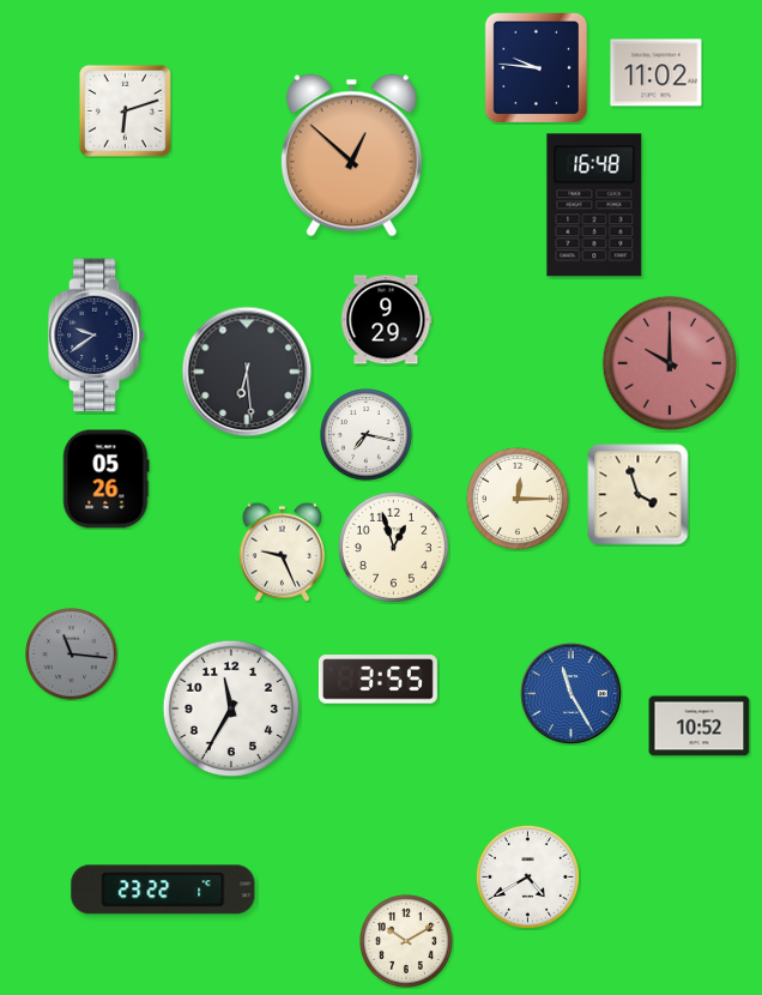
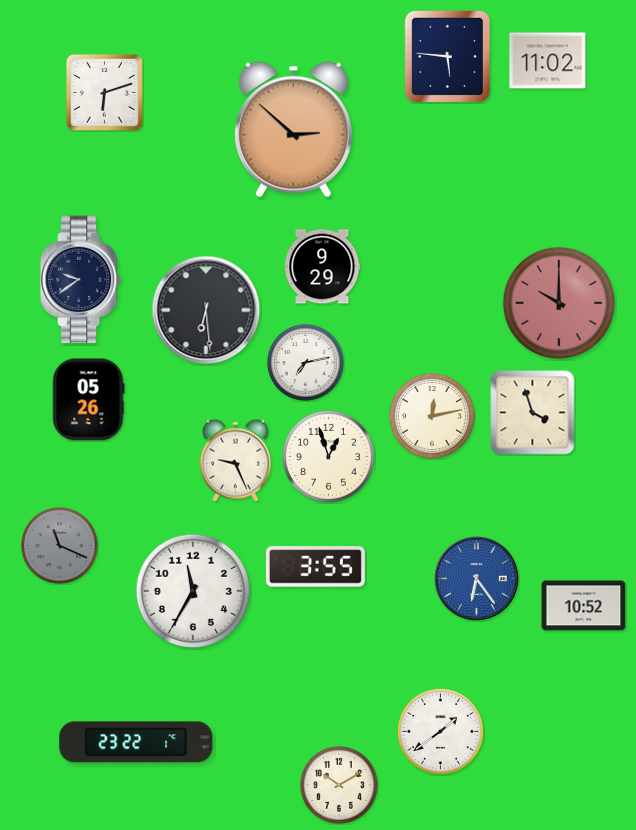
clock at (537, 67): 9:46 -> 5:46
clock at (351, 156): 12:52 -> 2:52
clock at (594, 205): 16:48 -> none
clock at (367, 435): 7:17 -> 7:13
clock at (518, 499): 12:15 -> 12:13
clock at (72, 655): 11:16 -> 11:19
clock at (571, 694): 11:25 -> 6:24
clock at (527, 876): 4:40 -> 1:39
